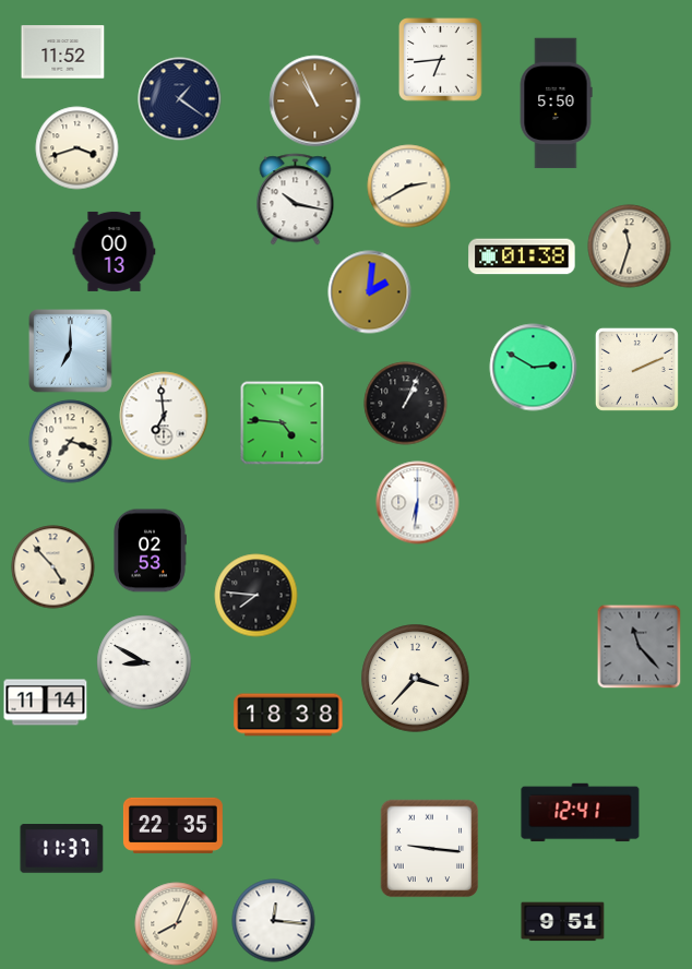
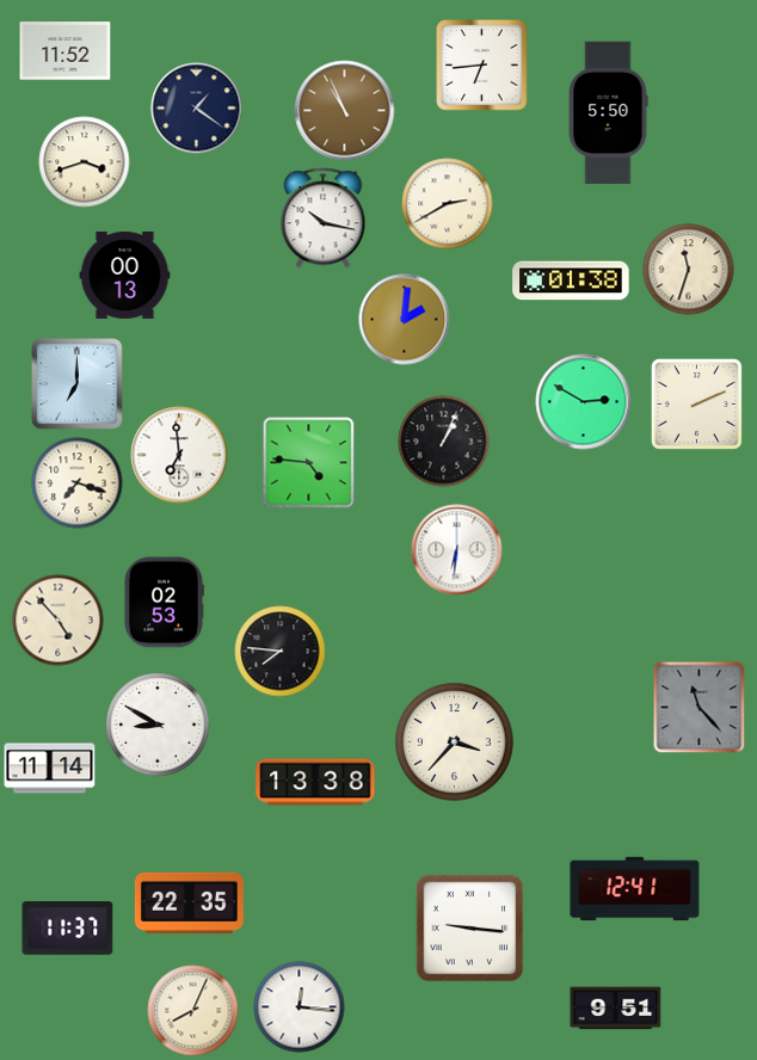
clock at (63, 52) position: (63, 52) -> (66, 51)
clock at (288, 715): 18:38 -> 13:38
